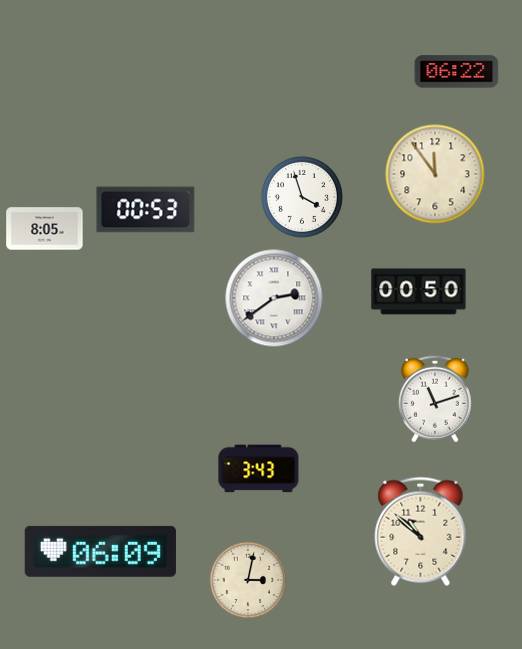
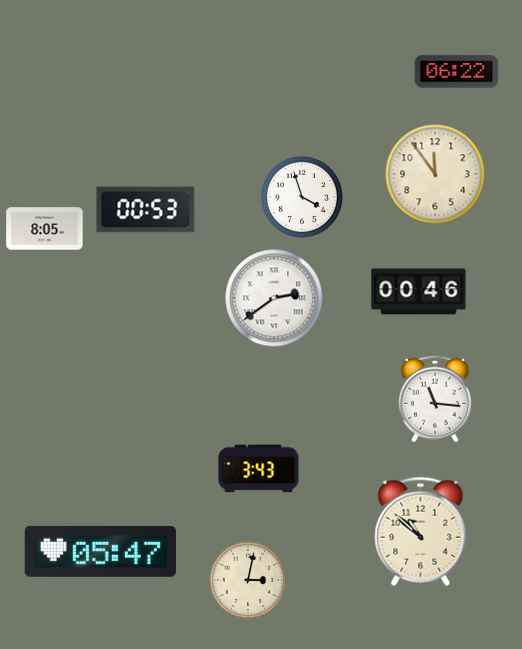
clock at (419, 292): 00:50 -> 00:46
clock at (435, 399): 11:12 -> 11:16
clock at (100, 551): 06:09 -> 05:47
